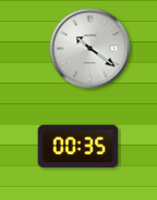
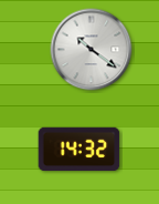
clock at (78, 147): 00:35 -> 14:32
